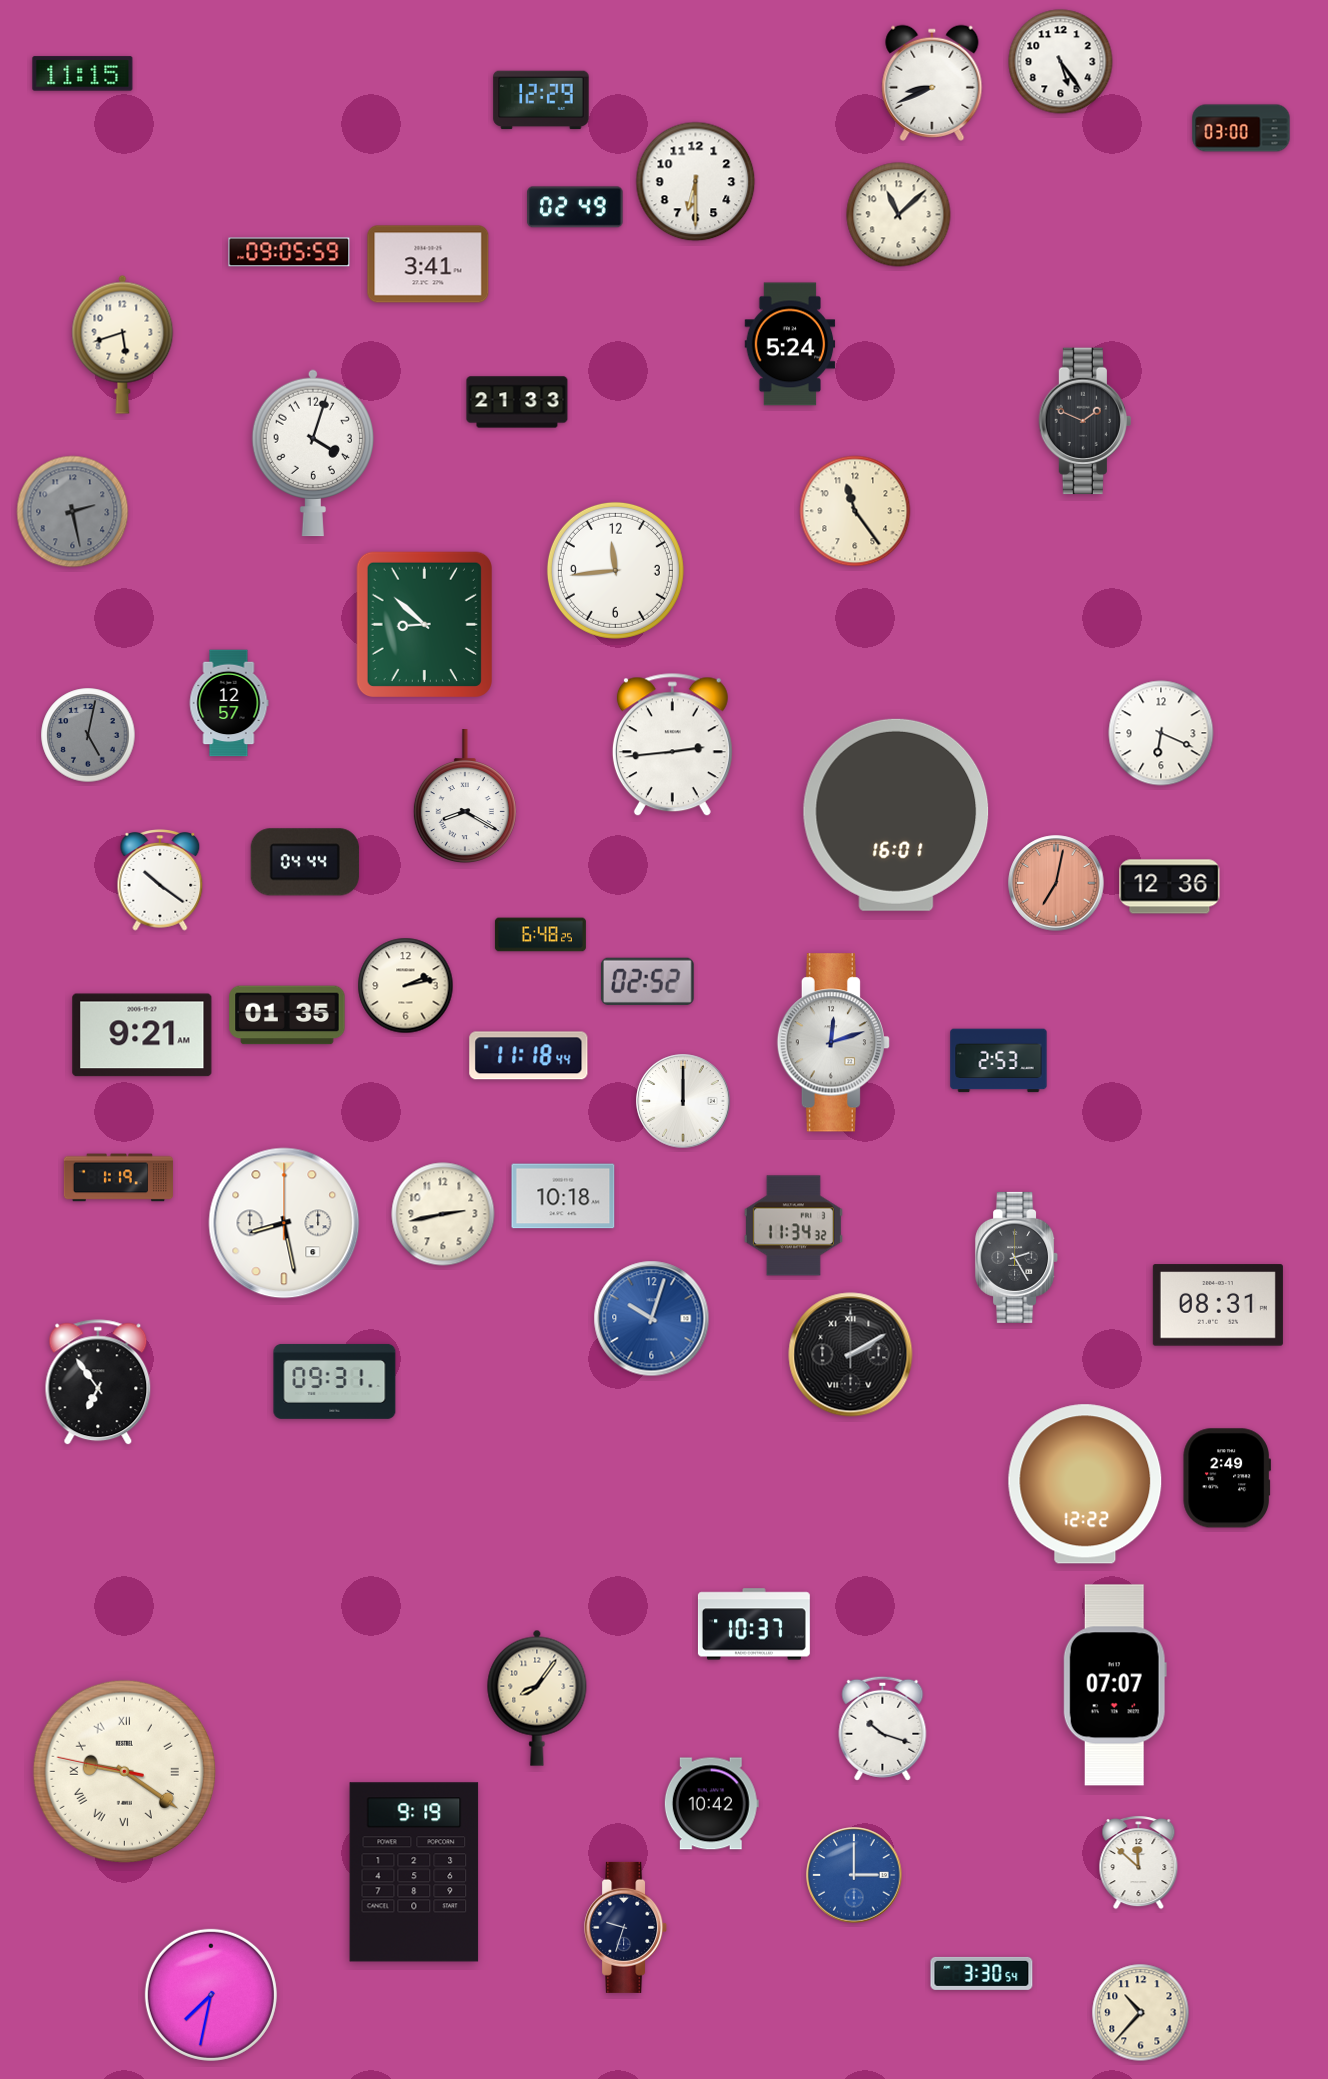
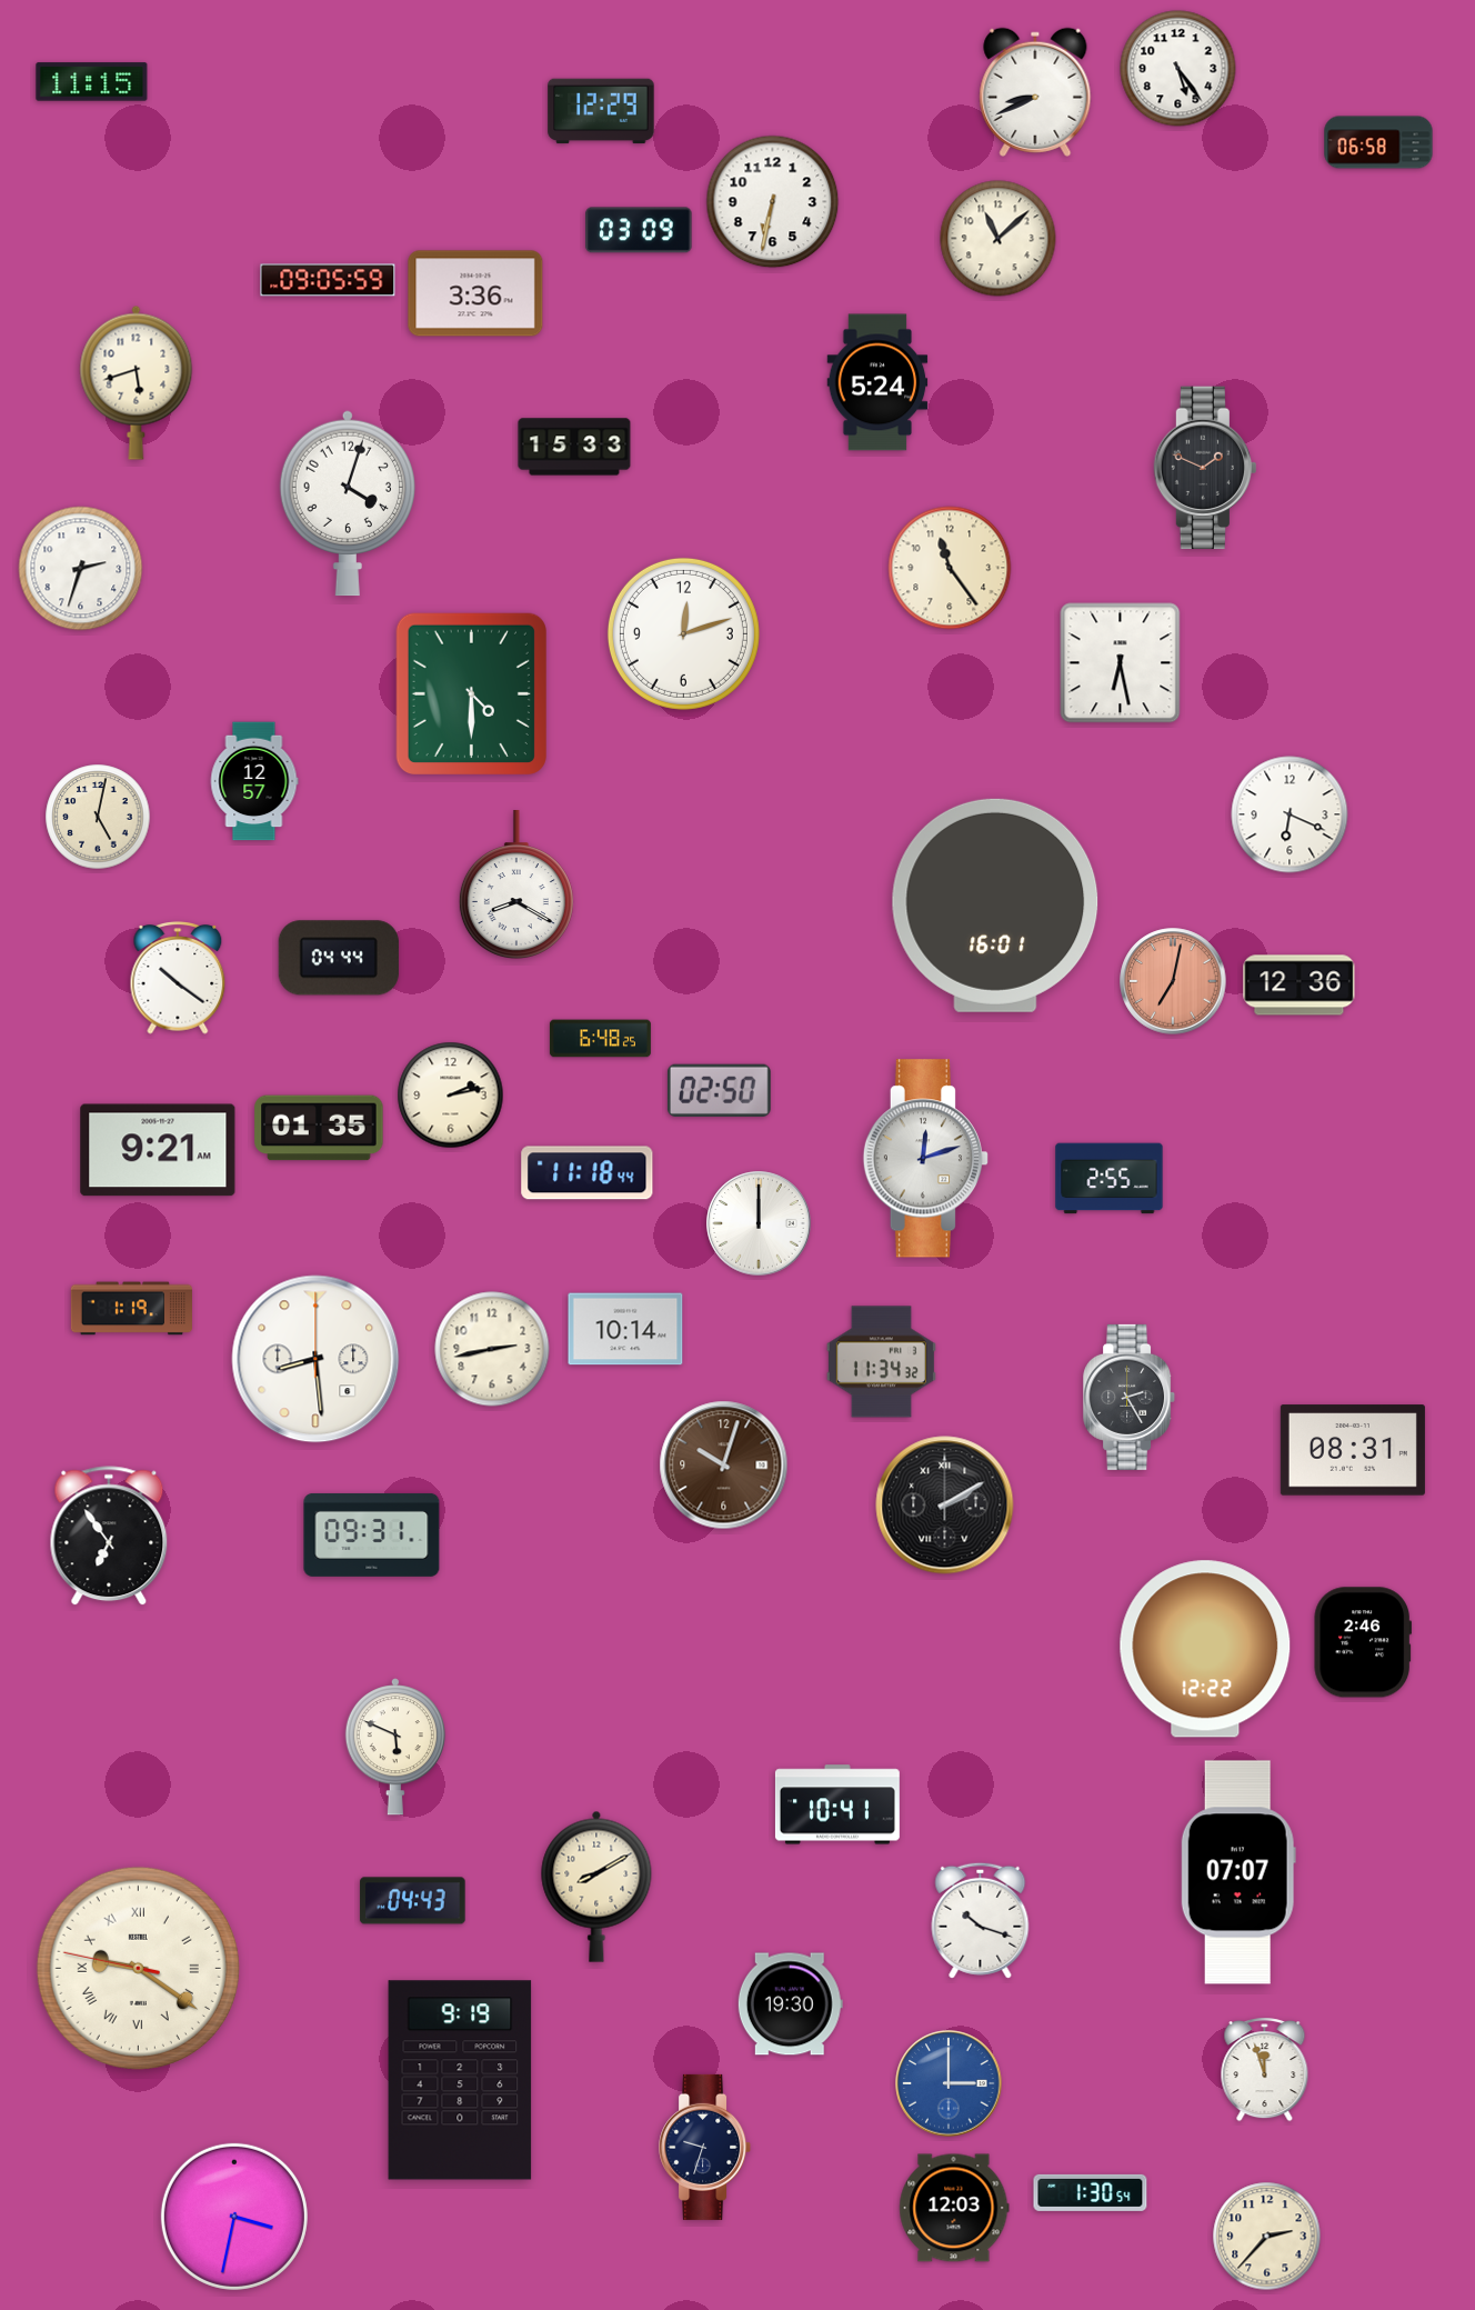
clock at (1241, 128): 03:00 -> 06:58
clock at (696, 182): 6:30 -> 6:32
clock at (575, 207): 02:49 -> 03:09
clock at (289, 252) position: (289, 252) -> (328, 280)
clock at (428, 264): 3:41 -> 3:36
clock at (517, 402): 21:33 -> 15:33
clock at (73, 512): 2:28 -> 2:33
clock at (73, 512) dial: grey -> white
clock at (615, 570): 11:44 -> 12:12
clock at (1121, 663): none -> 6:28
clock at (424, 624): 8:52 -> 4:30
clock at (88, 735) dial: grey -> cream
clock at (672, 745): 2:44 -> none
clock at (647, 981): 02:52 -> 02:50
clock at (999, 1061): 2:53 -> 2:55
clock at (563, 1196): 10:18 -> 10:14
clock at (284, 1223): 8:28 -> 8:29
clock at (652, 1319) dial: blue -> brown
clock at (1227, 1478): 2:49 -> 2:46
clock at (395, 1747): none -> 5:49
clock at (754, 1624): 10:37 -> 10:41
clock at (537, 1698): 8:06 -> 8:10
clock at (413, 1901): none -> 04:43
clock at (711, 1804): 10:42 -> 19:30
clock at (1139, 1863): 11:52 -> 11:57
clock at (626, 1927) position: (626, 1927) -> (705, 2147)
clock at (982, 1973): 3:30 -> 1:30
clock at (954, 2208): none -> 12:03
clock at (211, 1995): 7:32 -> 3:32
clock at (1141, 2013): 10:37 -> 2:37
